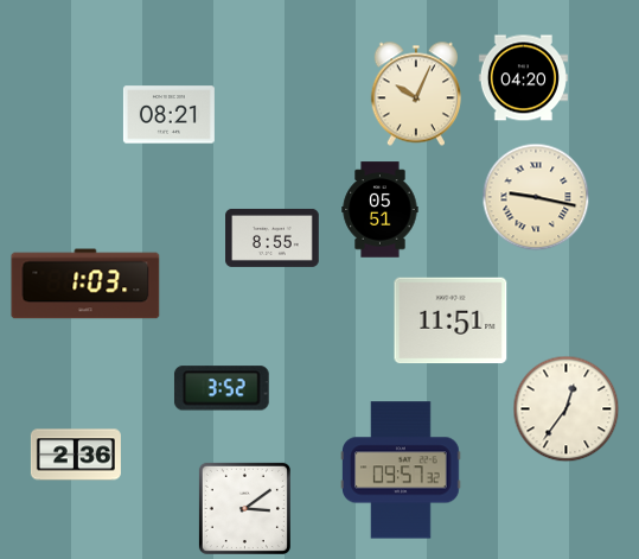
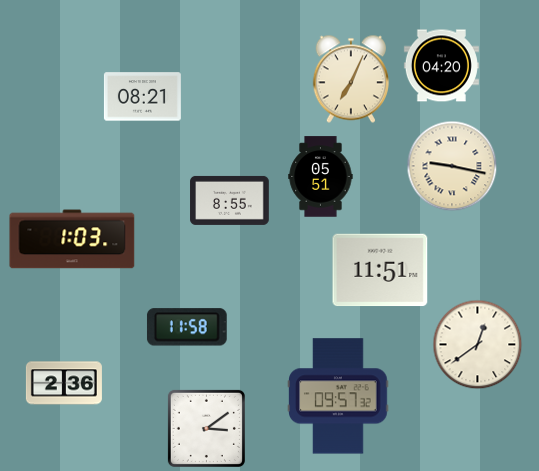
clock at (416, 94): 10:04 -> 7:04
clock at (222, 388): 3:52 -> 11:58
clock at (567, 409): 12:36 -> 12:39
